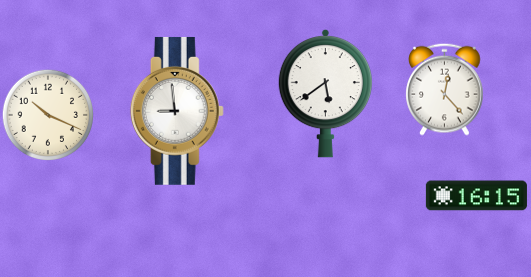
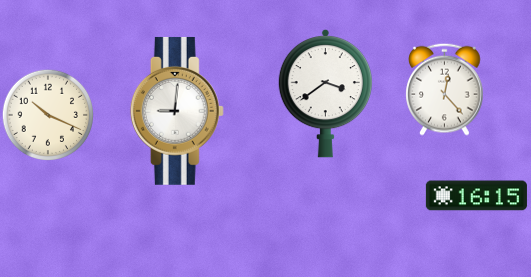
clock at (325, 93): 5:39 -> 3:39
clock at (177, 111): 8:59 -> 9:01
